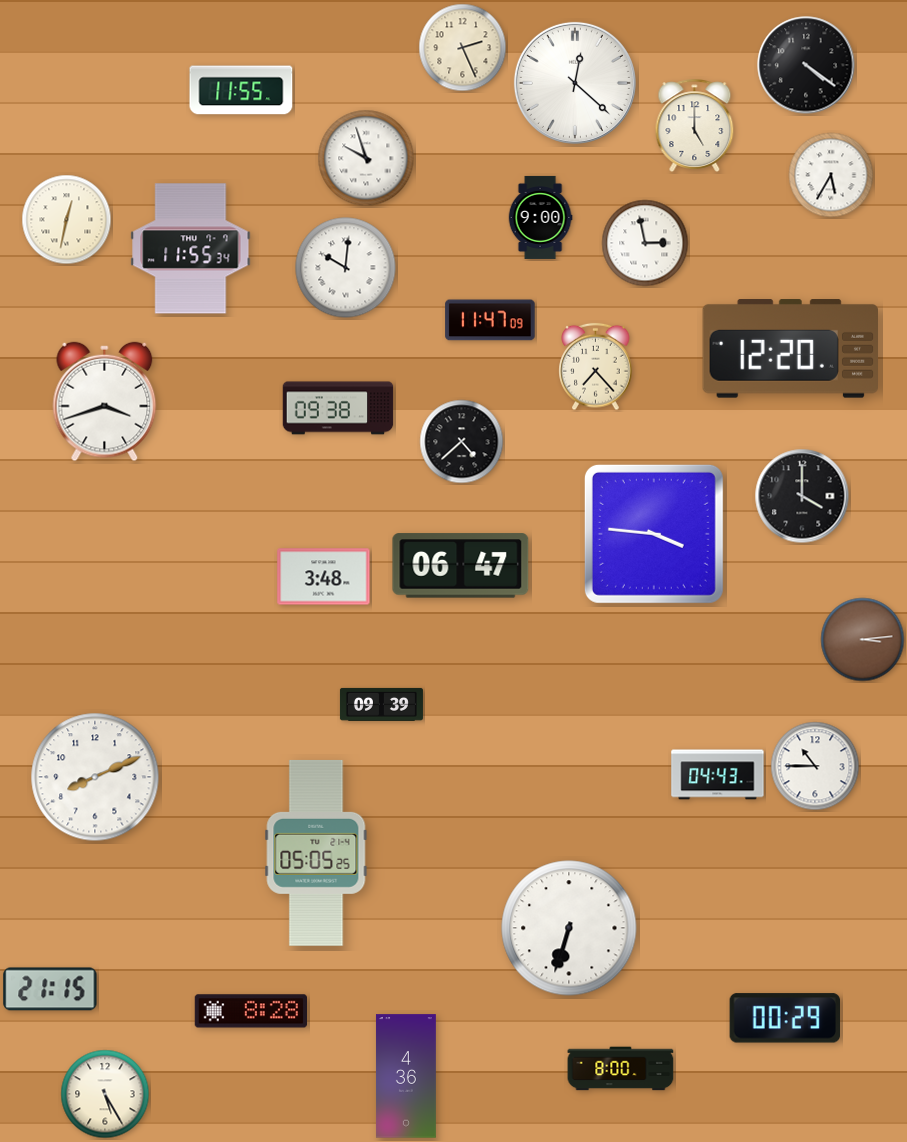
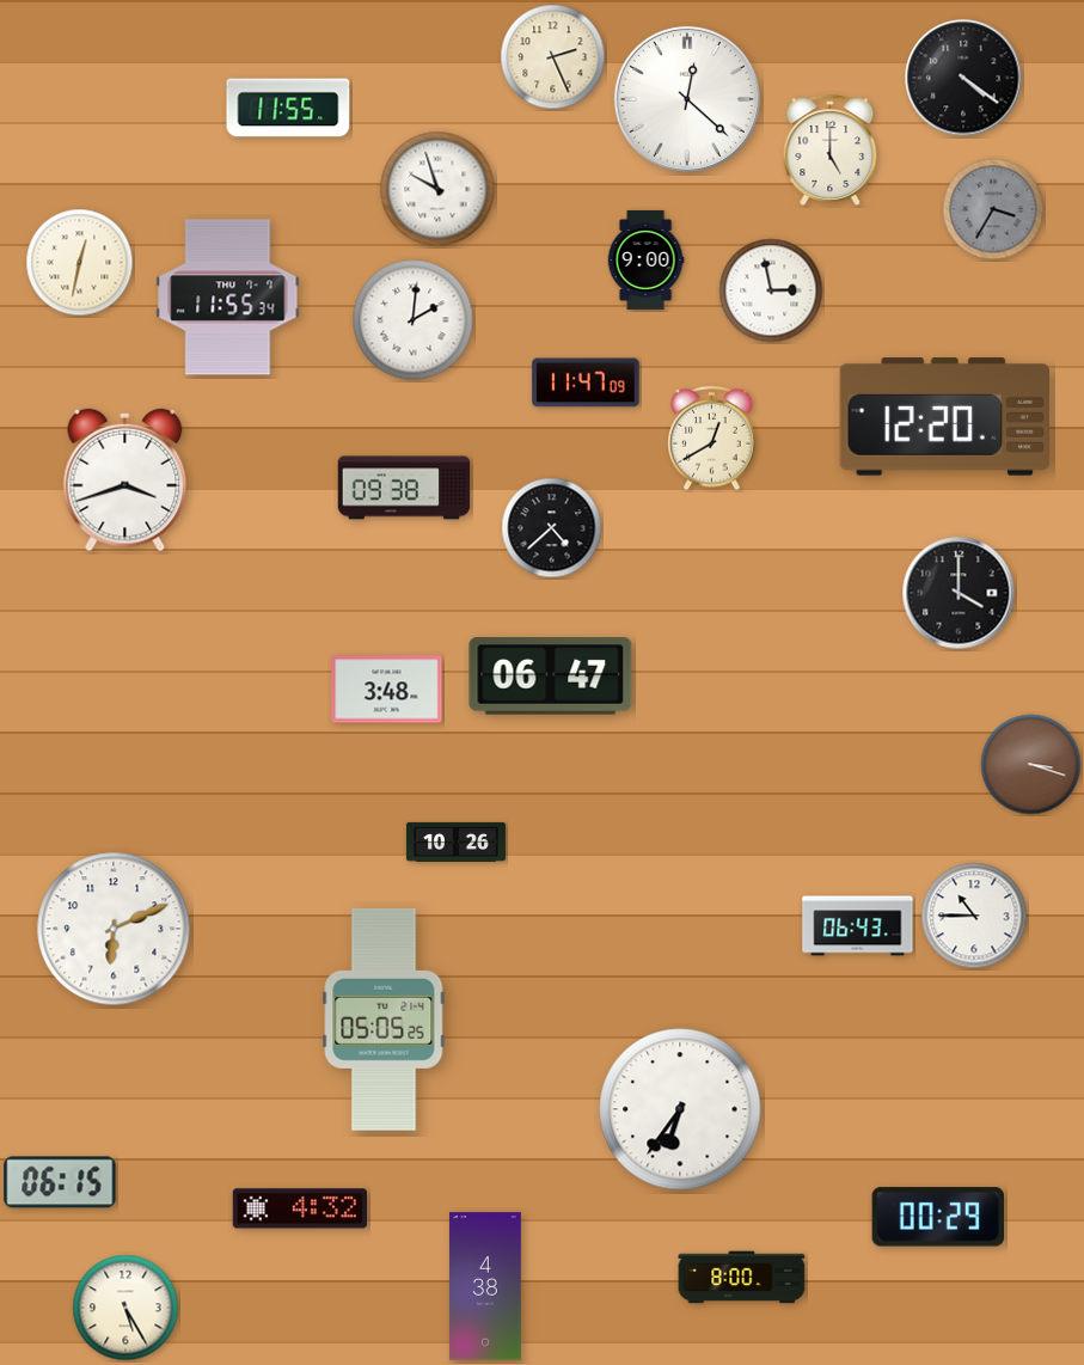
clock at (831, 175): 5:35 -> 3:35
clock at (831, 175) dial: white -> grey
clock at (346, 268): 10:01 -> 2:01
clock at (596, 367): 7:23 -> 12:40
clock at (654, 534): 3:46 -> none
clock at (863, 640): 3:14 -> 3:18
clock at (381, 704): 09:39 -> 10:26
clock at (718, 775): 04:43 -> 06:43
clock at (95, 777): 8:11 -> 6:11
clock at (316, 853) position: (316, 853) -> (384, 1020)
clock at (569, 928): 6:33 -> 6:36
clock at (50, 989): 21:15 -> 06:15
clock at (250, 1011): 8:28 -> 4:32
clock at (406, 1076): 4:36 -> 4:38
